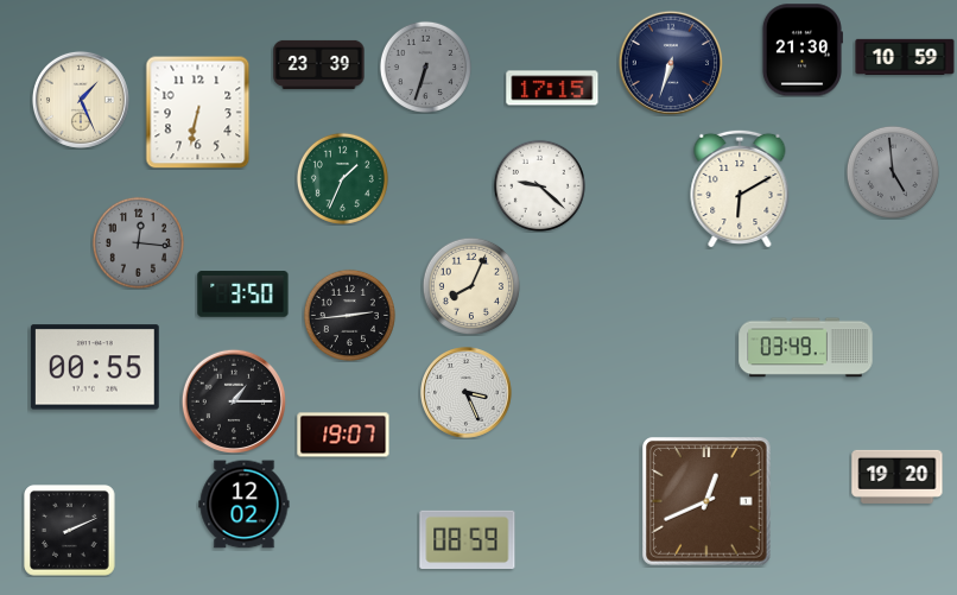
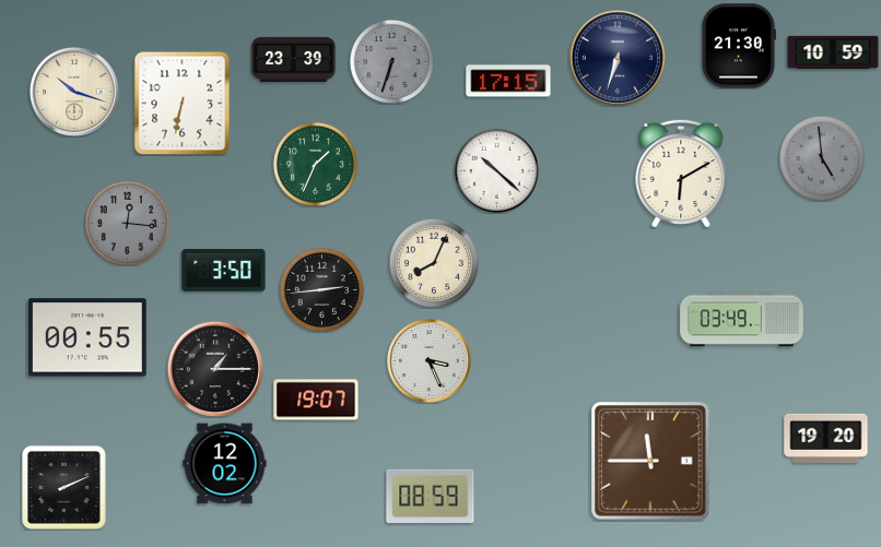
clock at (81, 100): 1:26 -> 10:18
clock at (539, 185): 9:22 -> 10:22
clock at (708, 502): 12:41 -> 11:45
